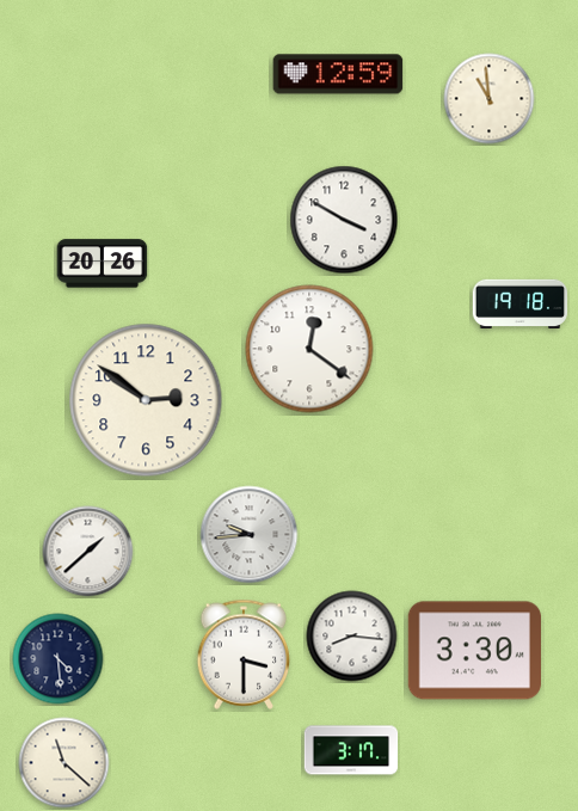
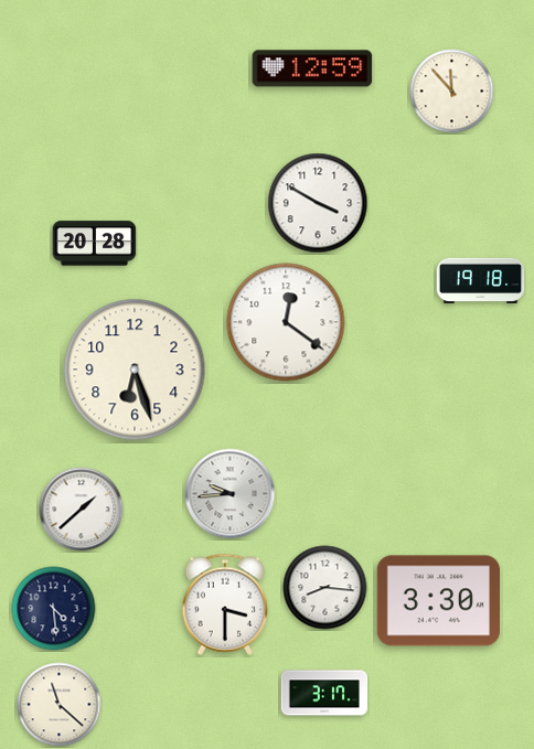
clock at (490, 99): 10:59 -> 11:53
clock at (103, 264): 20:26 -> 20:28
clock at (146, 400): 2:51 -> 6:27
